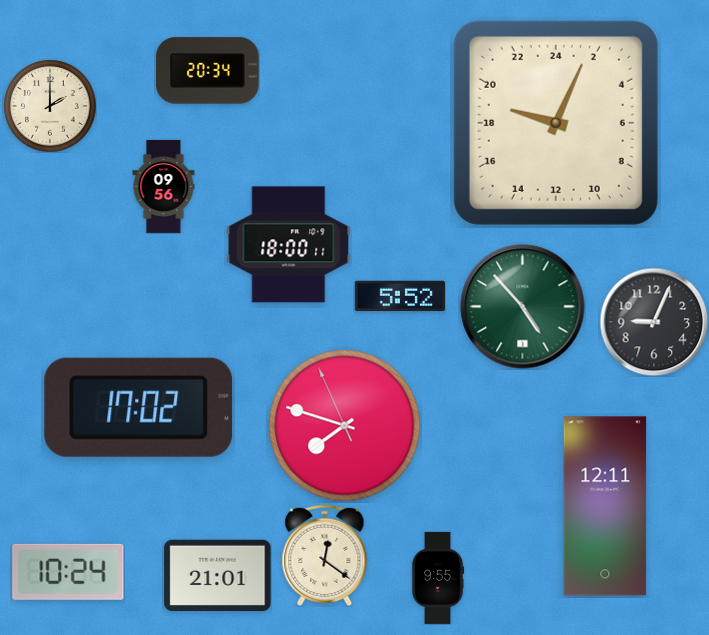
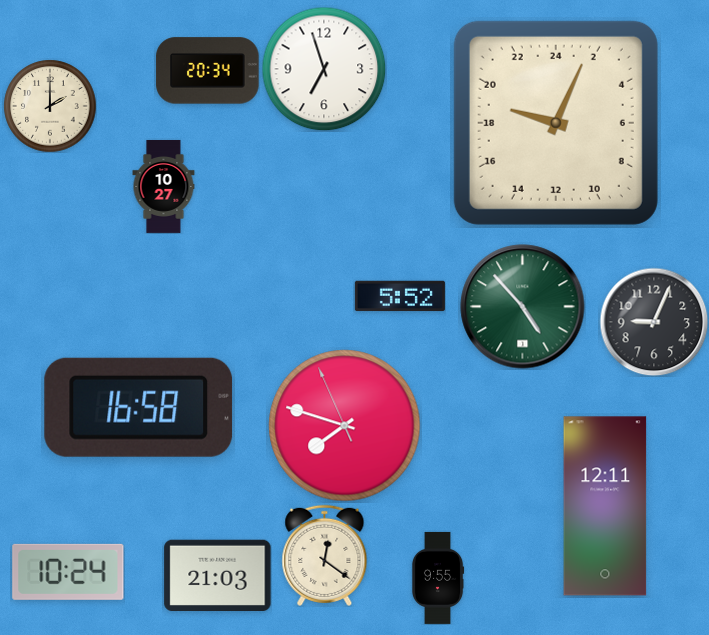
clock at (324, 69): none -> 6:57
clock at (164, 186): 09:56 -> 10:27
clock at (289, 245): 18:00 -> none
clock at (139, 407): 17:02 -> 16:58
clock at (218, 575): 21:01 -> 21:03
